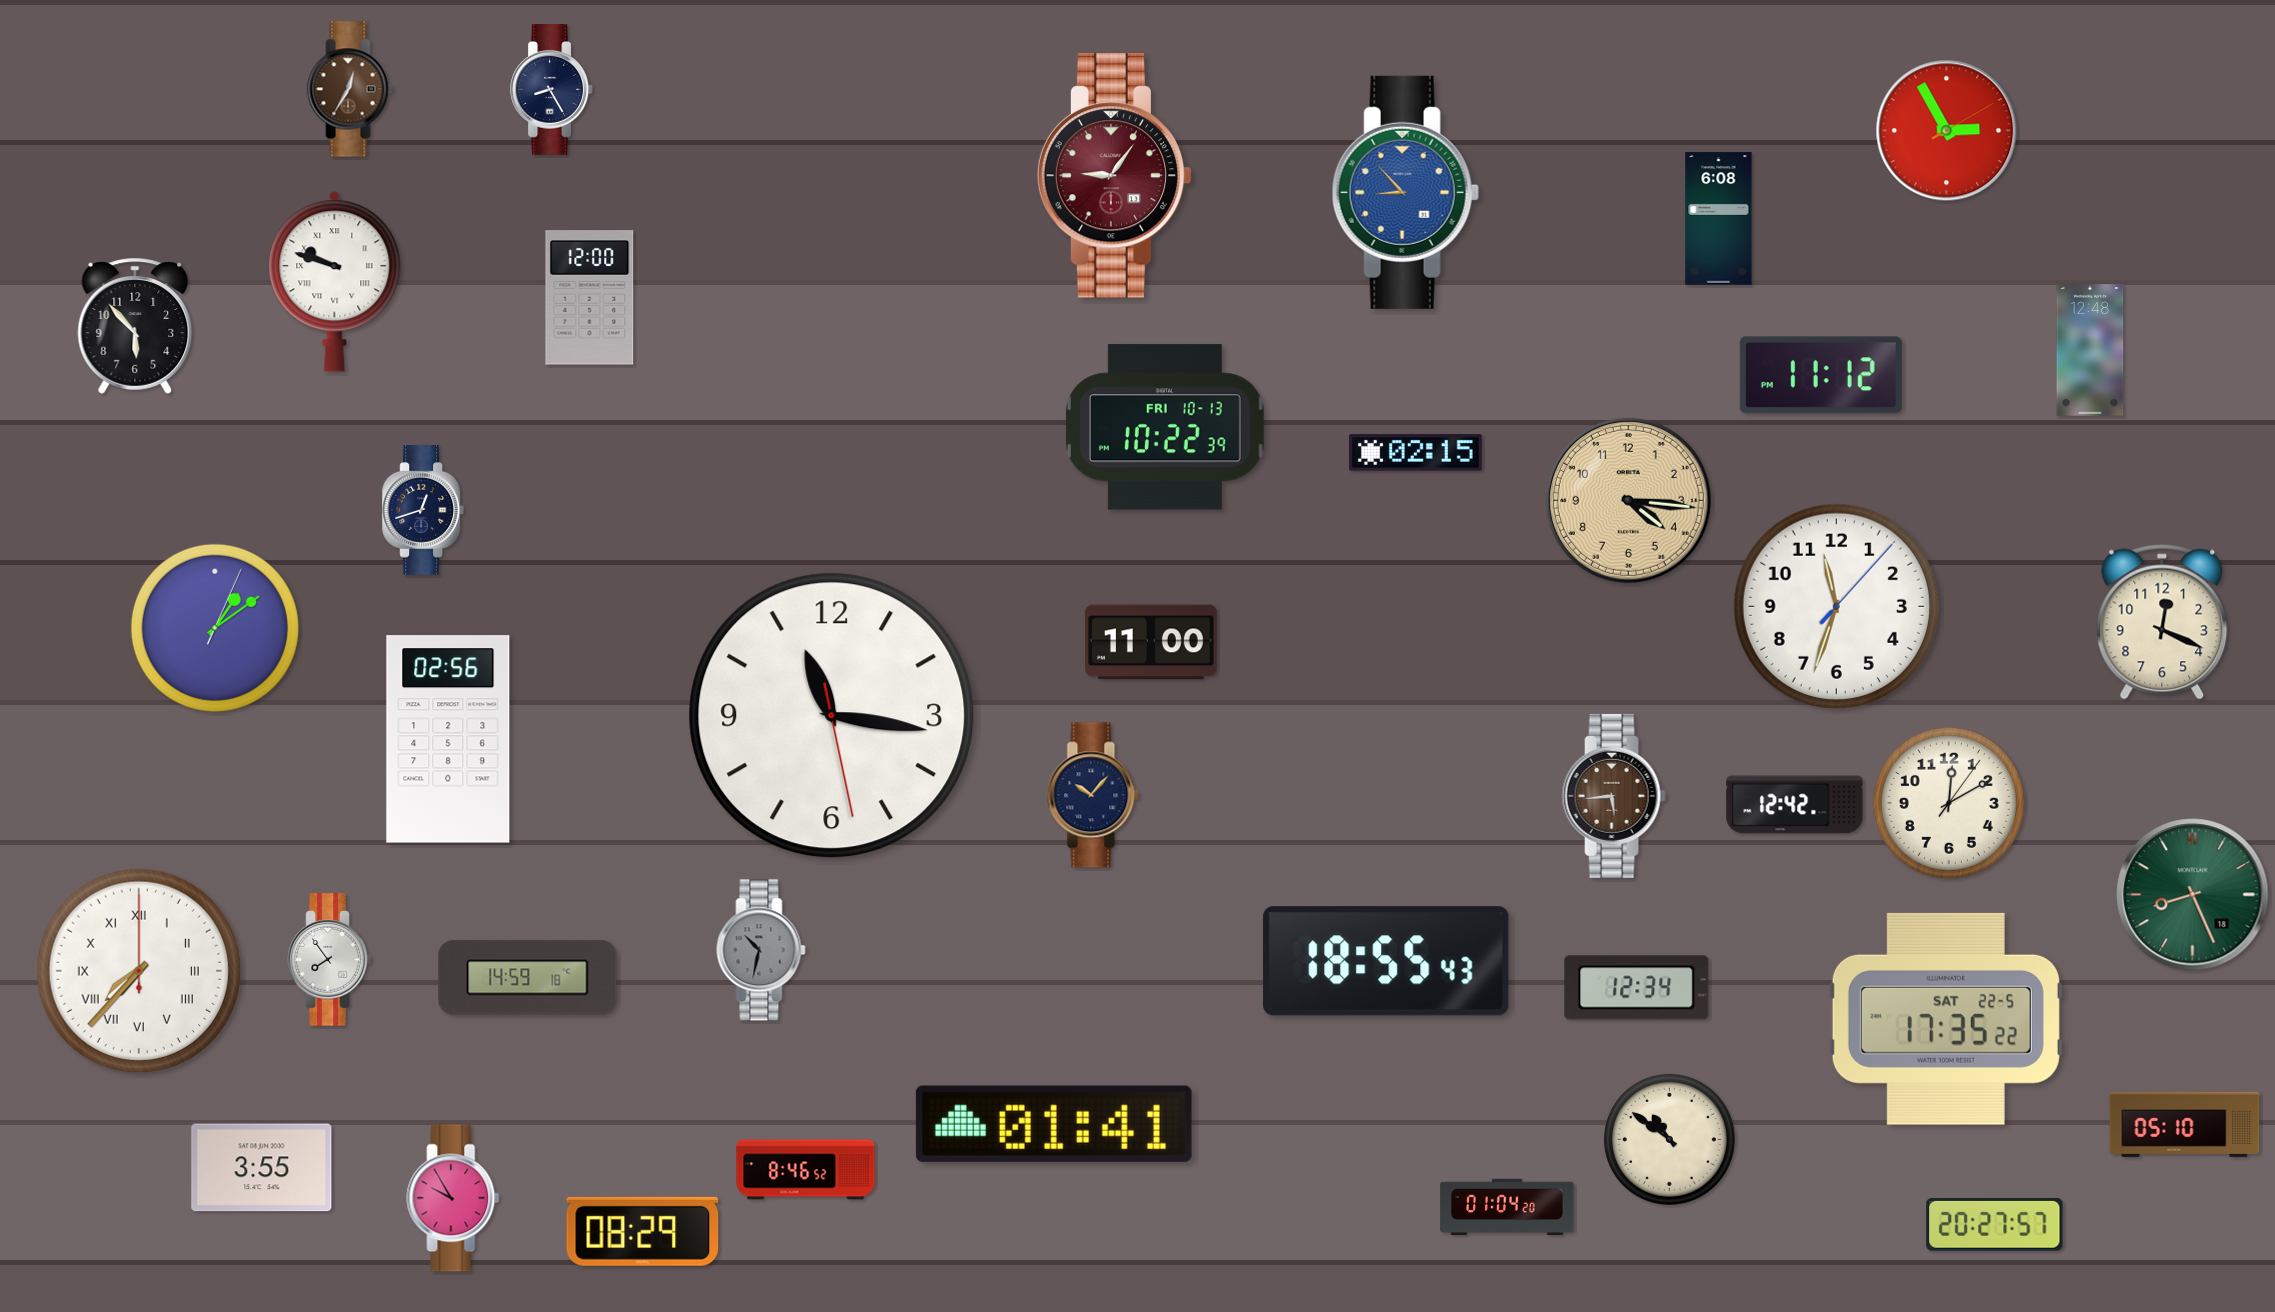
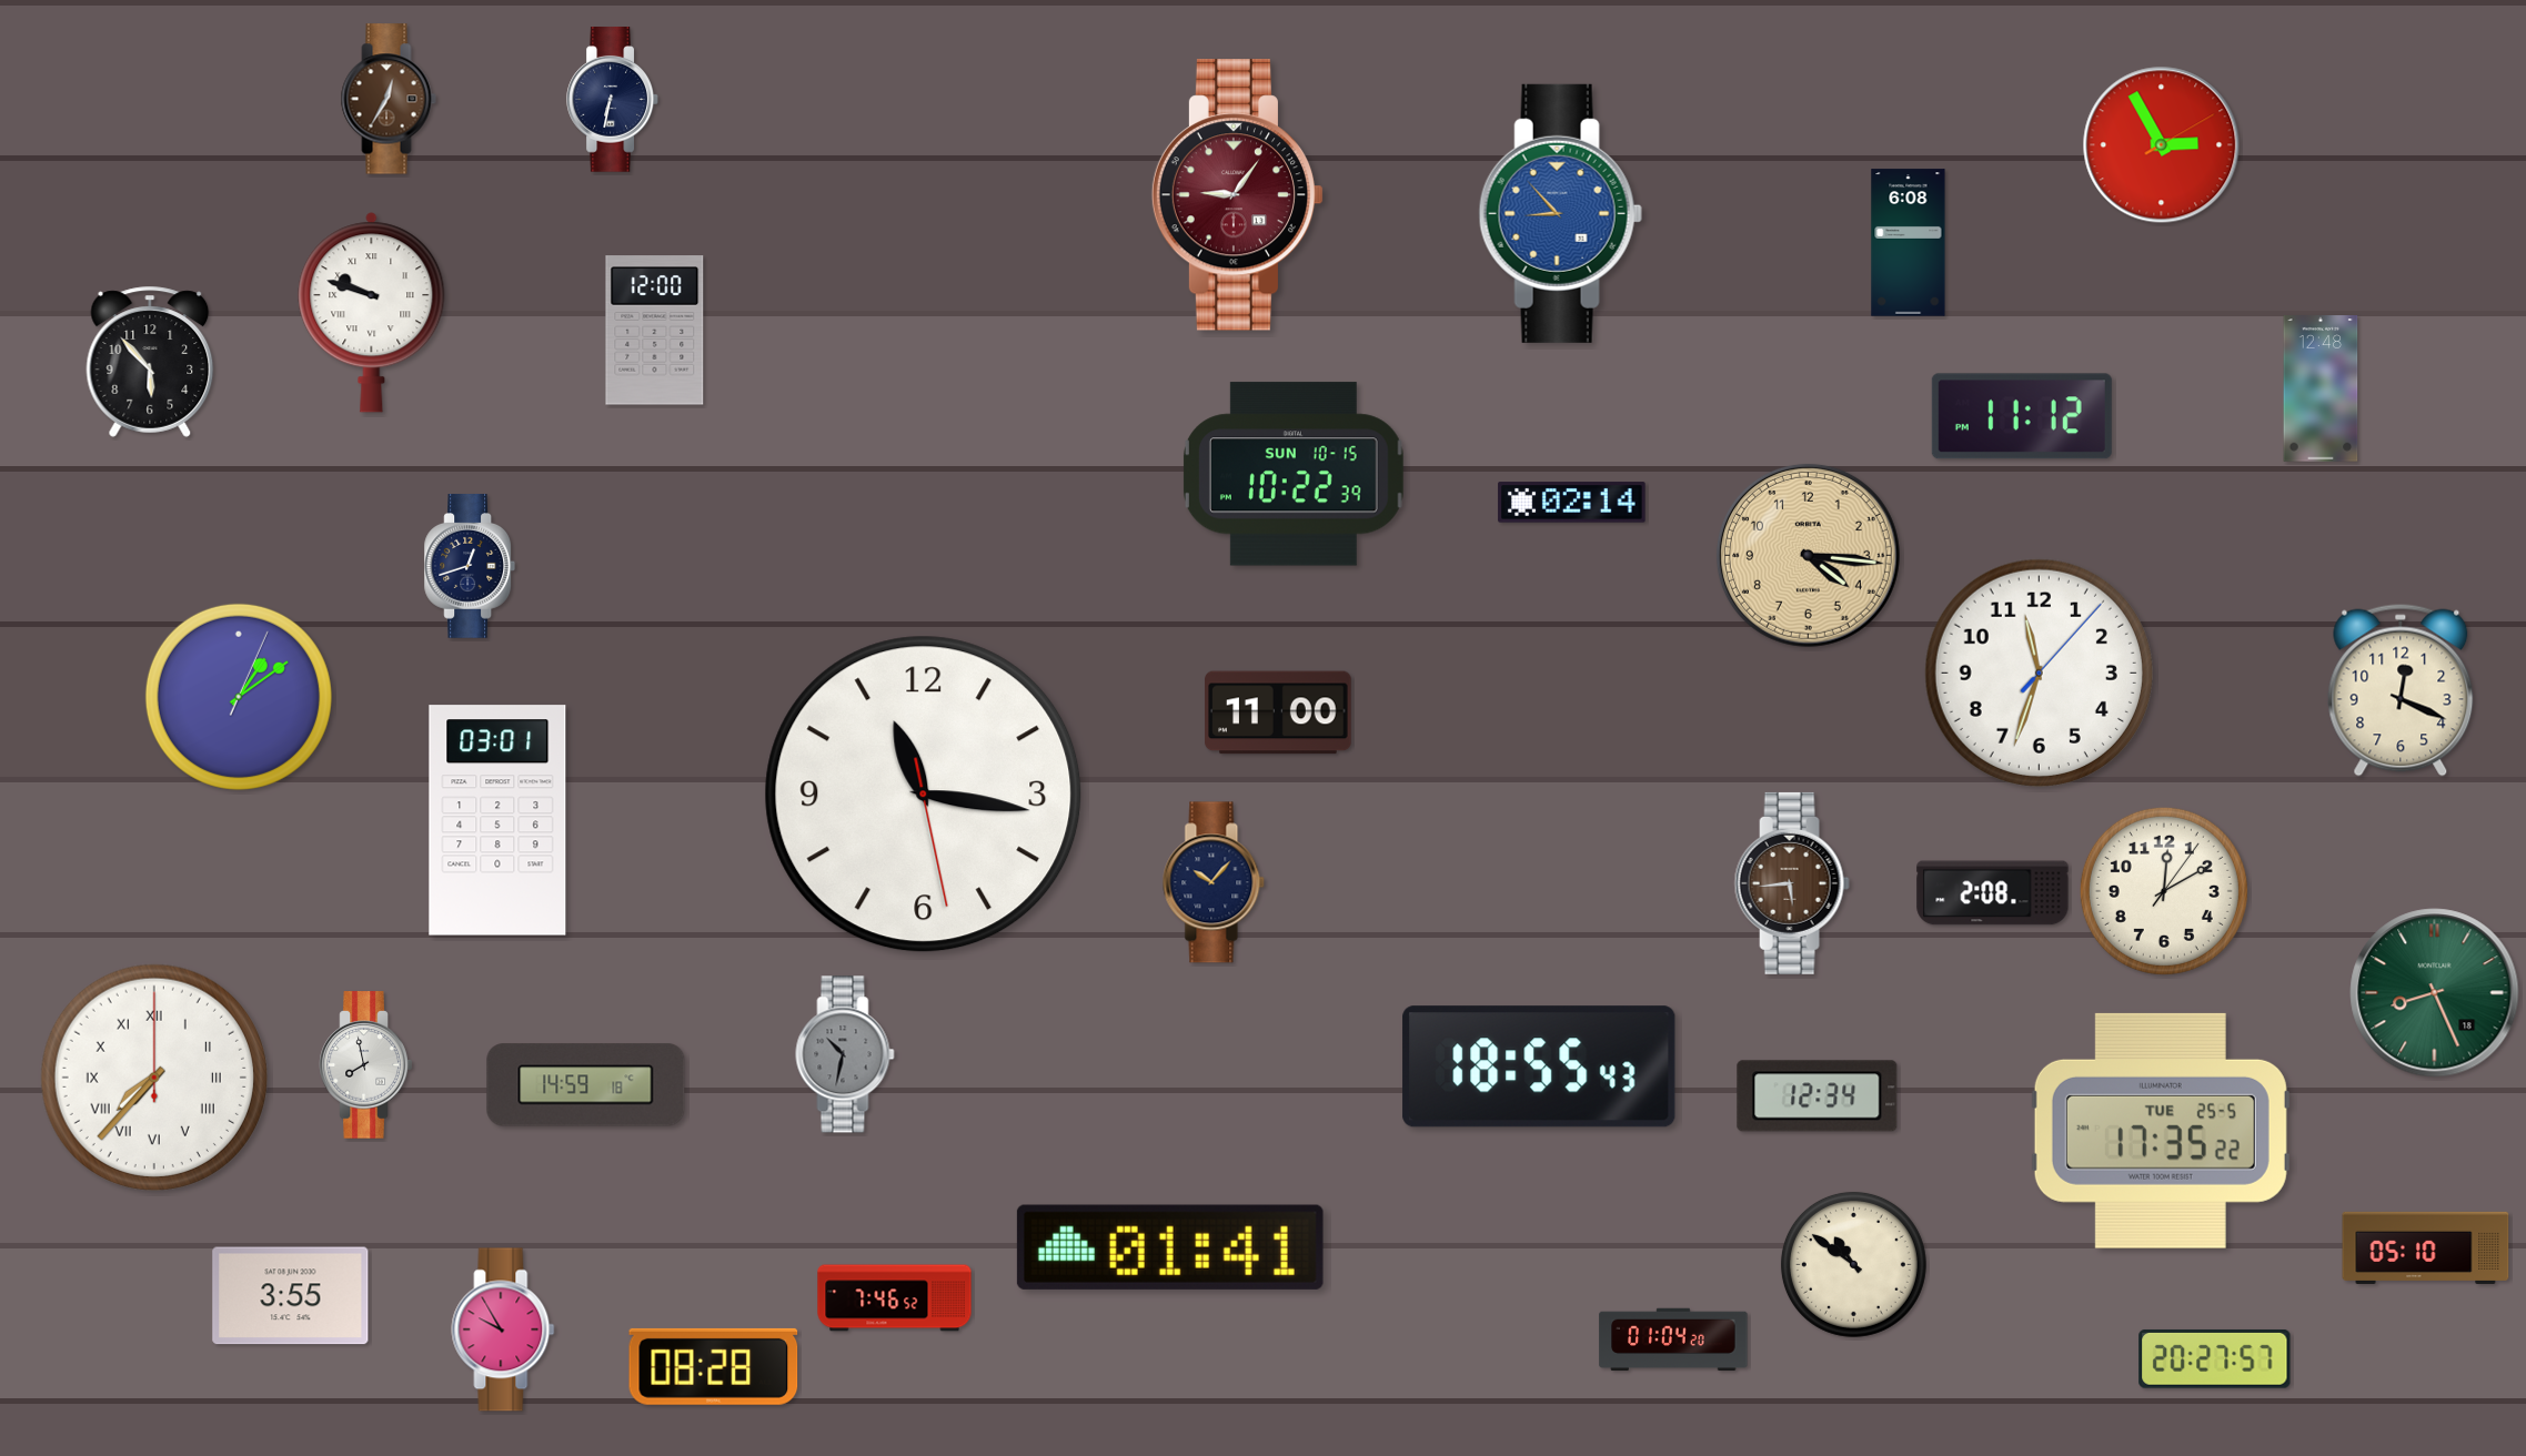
clock at (551, 90): 8:25 -> 6:32
clock at (1165, 427) date: FRI 10-13 -> SUN 10-15
clock at (1416, 453): 02:15 -> 02:14
clock at (448, 739): 02:56 -> 03:01
clock at (1795, 805): 12:42 -> 2:08
clock at (330, 960): 7:54 -> 7:58
clock at (1946, 1019) date: SAT 22-5 -> TUE 25-5
clock at (806, 1170): 8:46 -> 7:46
clock at (643, 1231): 08:29 -> 08:28
